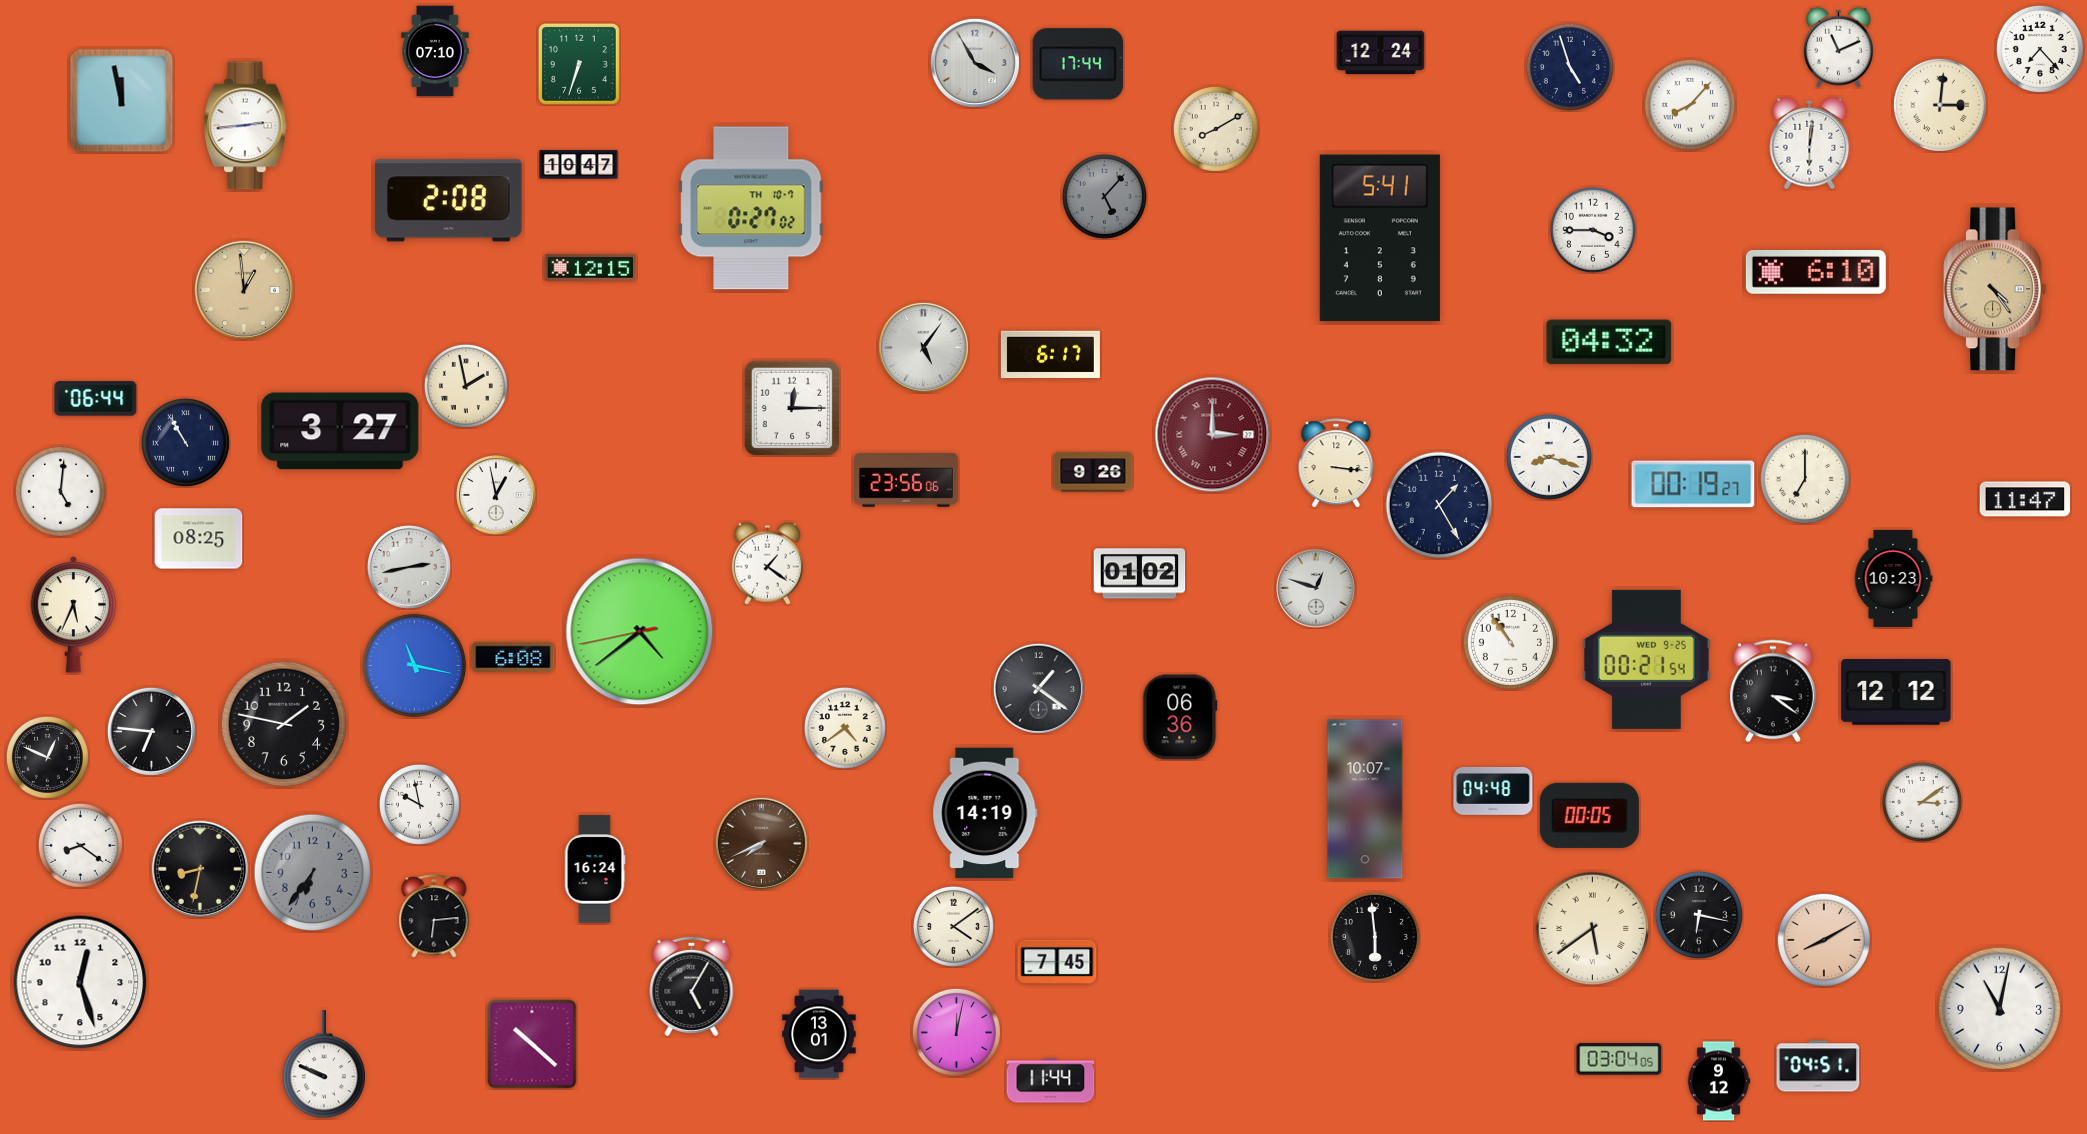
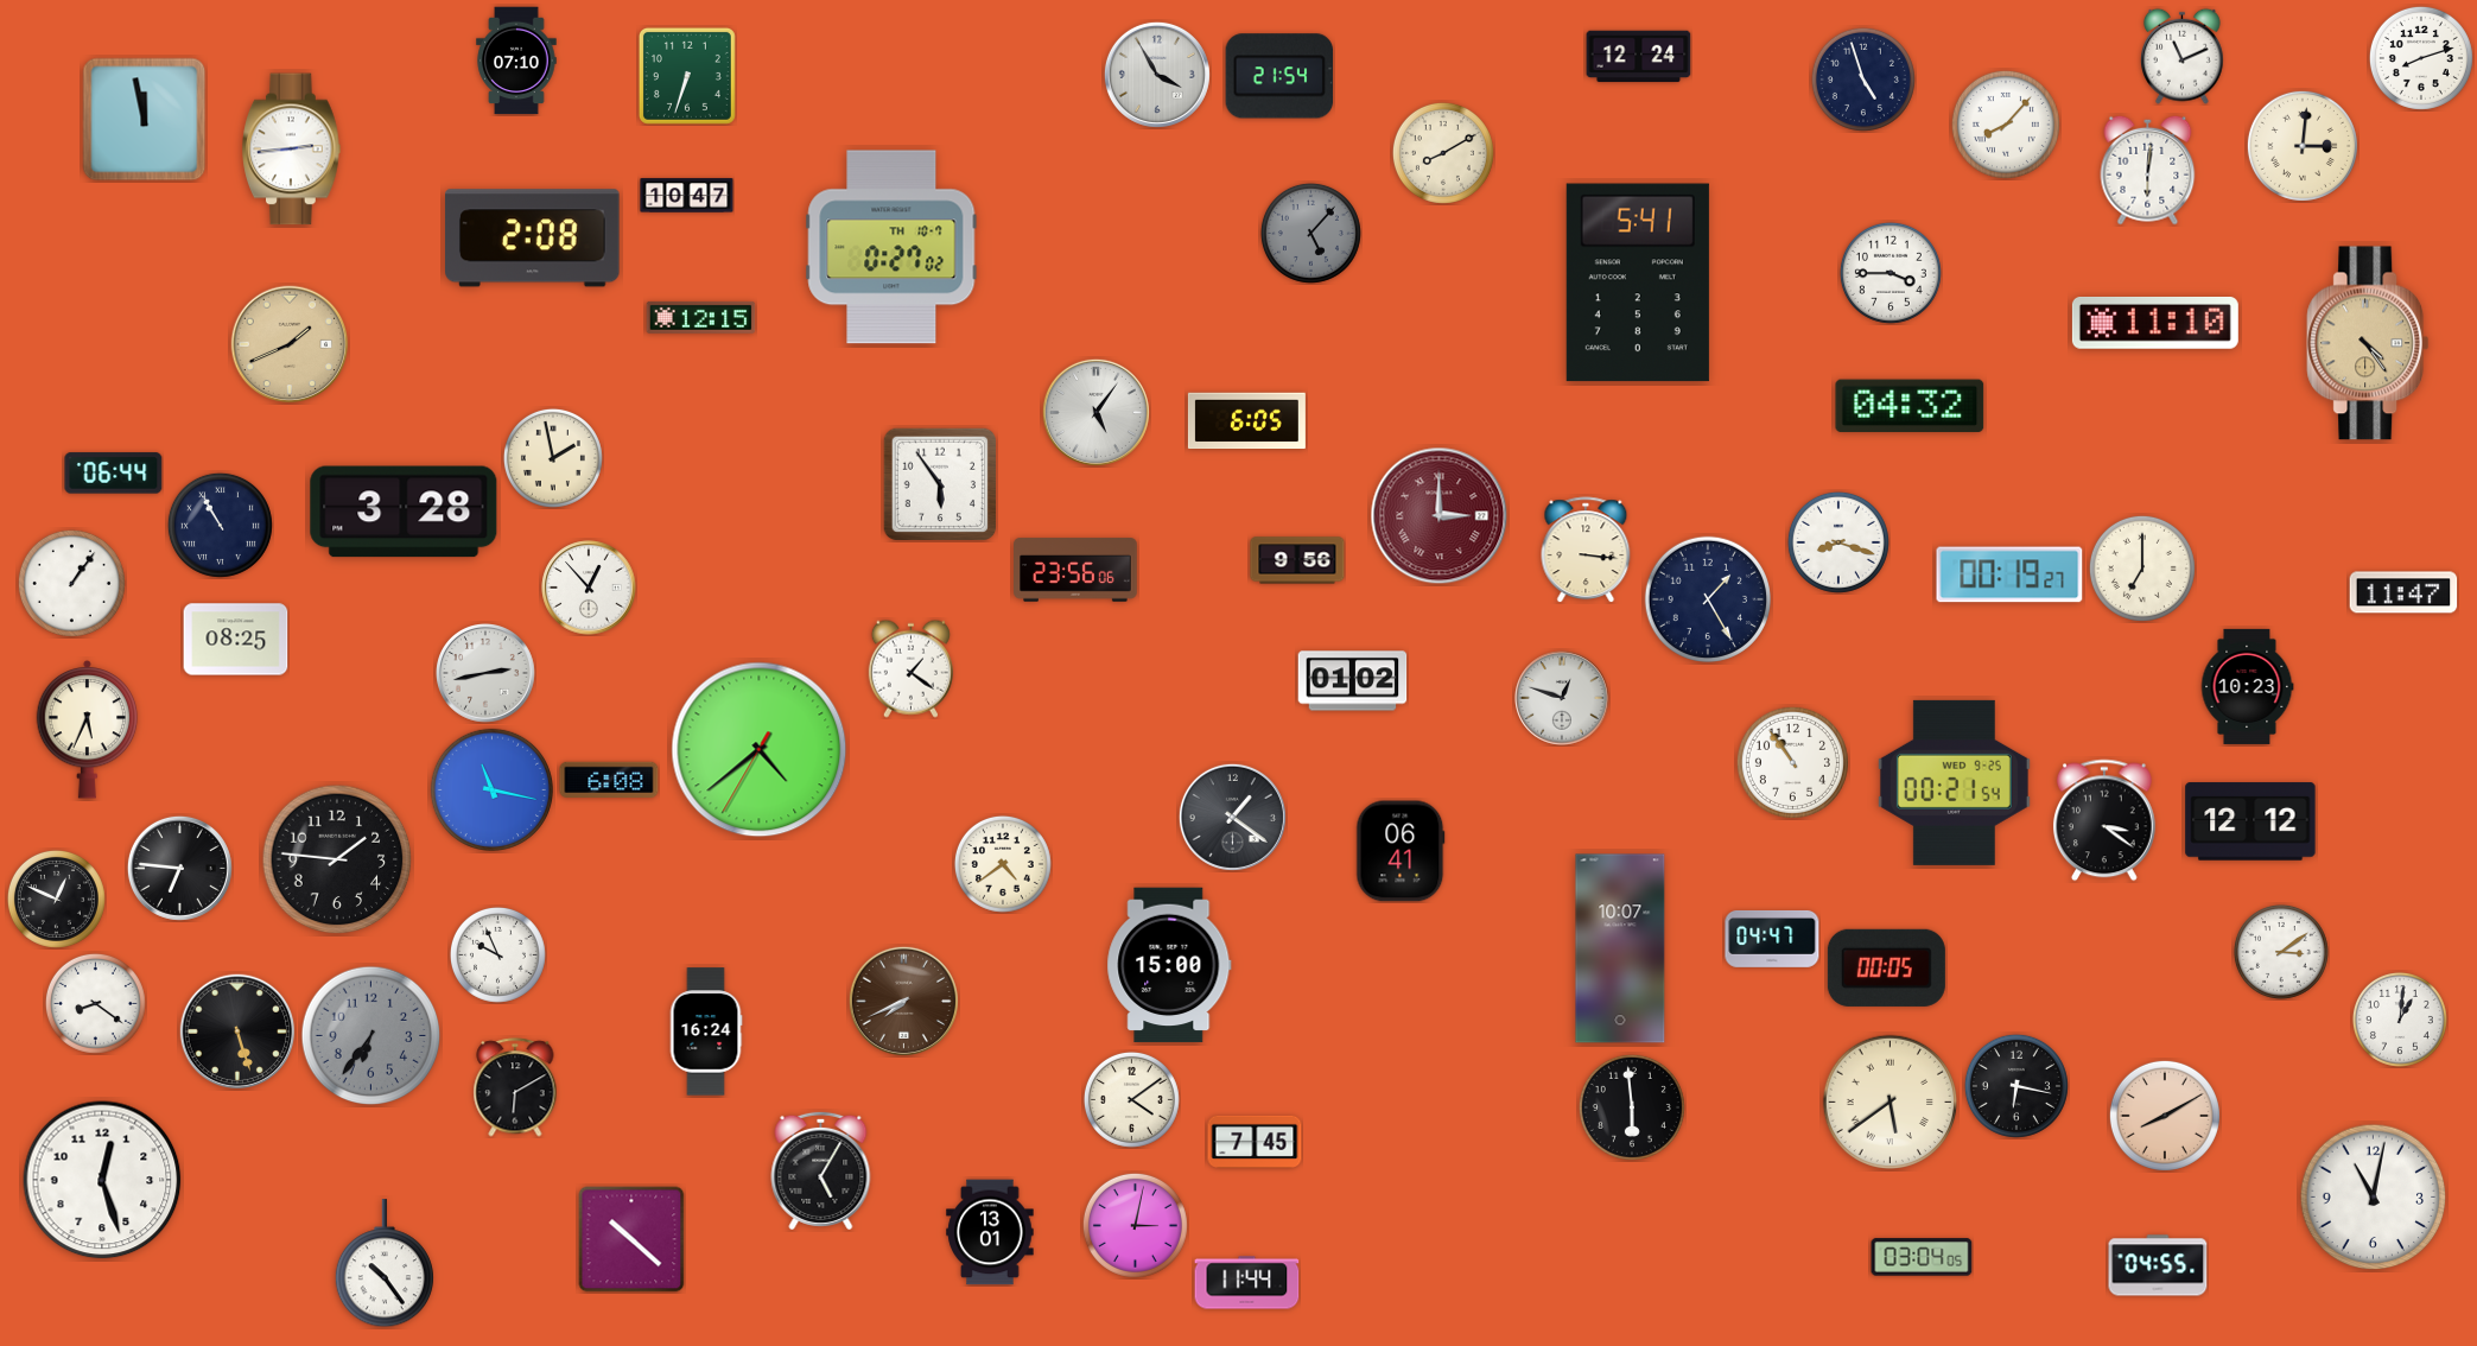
clock at (2040, 49): 7:23 -> 8:12
clock at (1381, 53) position: (1381, 53) -> (1639, 57)
clock at (1078, 64): 17:44 -> 21:54
clock at (1940, 105) position: (1940, 105) -> (2303, 146)
clock at (1816, 273): 6:10 -> 11:10
clock at (244, 290): 12:59 -> 1:41
clock at (1050, 355): 6:17 -> 6:05
clock at (791, 407): 12:15 -> 5:54
clock at (340, 431): 3:27 -> 3:28
clock at (1093, 472): 9:26 -> 9:56
clock at (60, 491): 5:01 -> 1:06
clock at (496, 495): 12:58 -> 12:53
clock at (640, 632): 4:38:43 -> 4:38:35
clock at (1180, 717): 06:36 -> 06:41
clock at (284, 724): 1:47 -> 1:46
clock at (1493, 791): 04:48 -> 04:47
clock at (419, 804): 9:58 -> 9:56
clock at (985, 813): 14:19 -> 15:00
clock at (2400, 1020): none -> 1:01
clock at (200, 869): 8:32 -> 5:27
clock at (434, 916): 6:14 -> 6:10
clock at (1375, 937) position: (1375, 937) -> (1632, 1107)
clock at (80, 982) position: (80, 982) -> (102, 1180)
clock at (956, 1032): 12:02 -> 3:02
clock at (819, 1034) position: (819, 1034) -> (990, 1232)
clock at (324, 1065): 9:49 -> 10:24
clock at (1818, 1066): 04:51 -> 04:55
clock at (1719, 1081): 9:12 -> none
